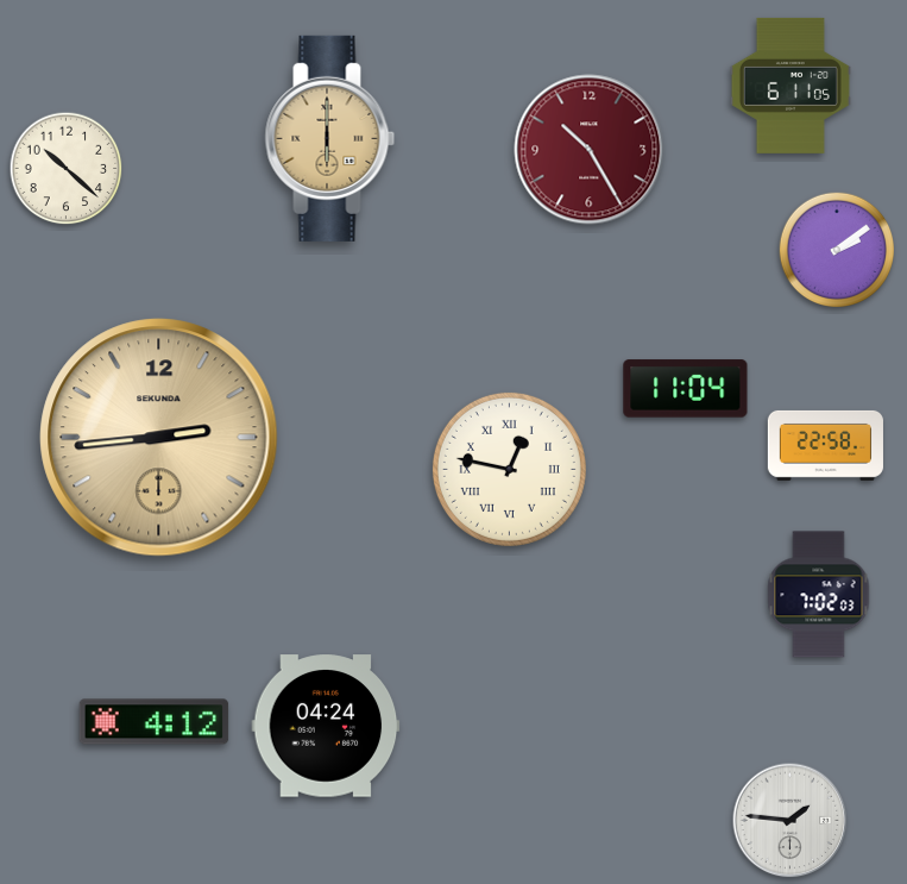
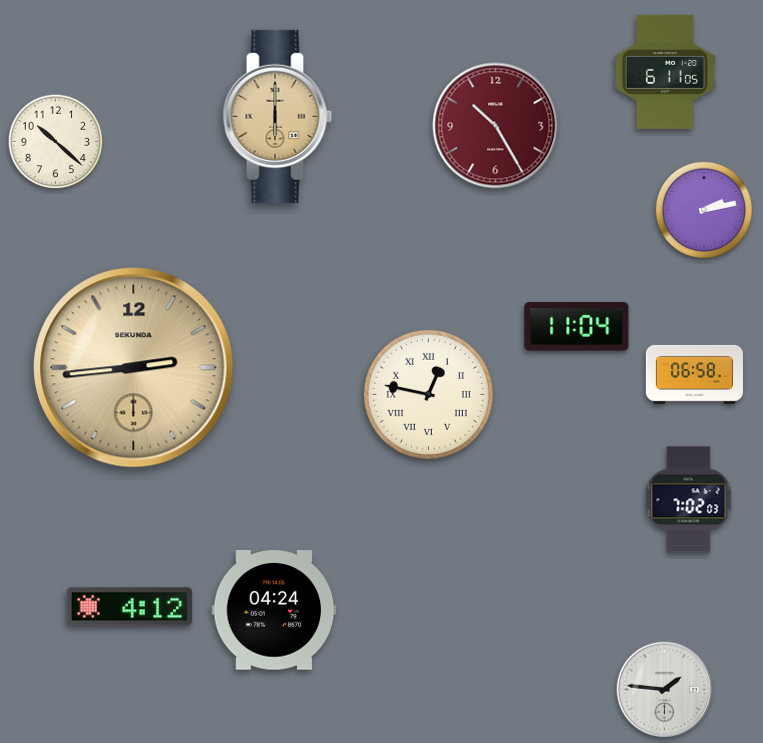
clock at (836, 249): 2:09 -> 2:13
clock at (825, 445): 22:58 -> 06:58
